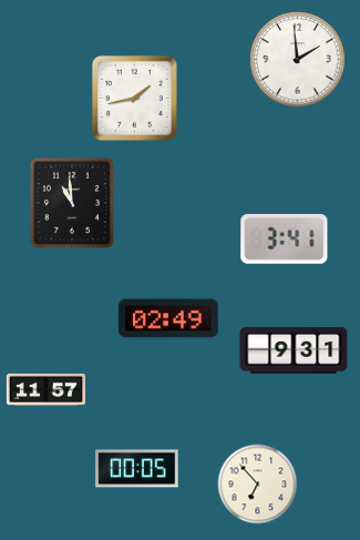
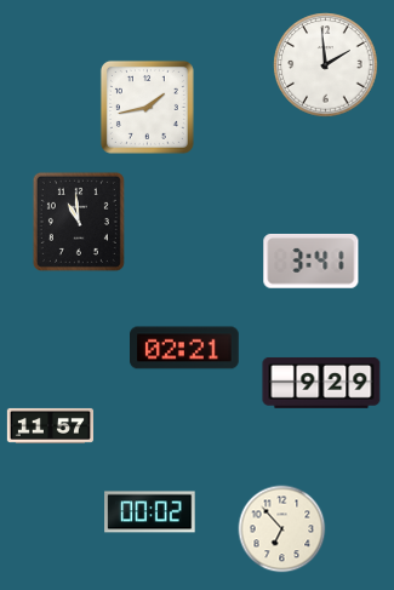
clock at (169, 318): 02:49 -> 02:21
clock at (294, 350): 9:31 -> 9:29
clock at (137, 469): 00:05 -> 00:02
